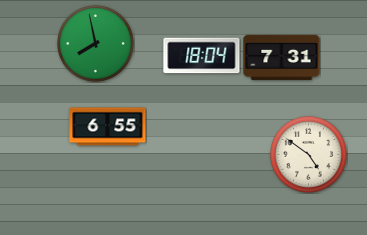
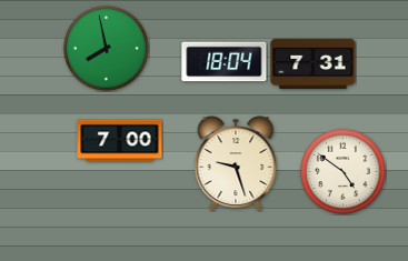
clock at (108, 127): 6:55 -> 7:00
clock at (236, 163): none -> 9:27
